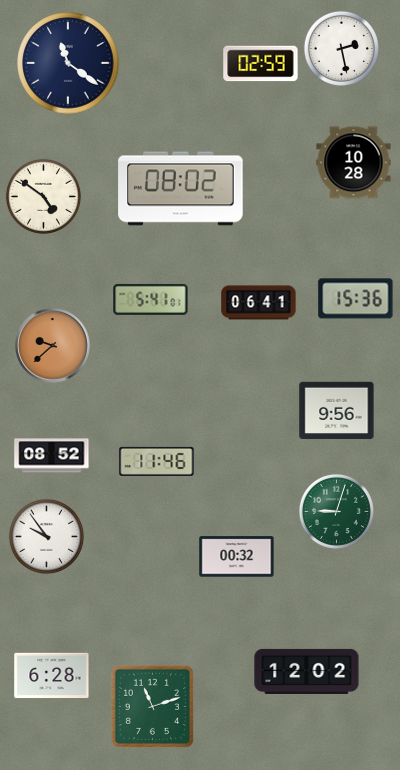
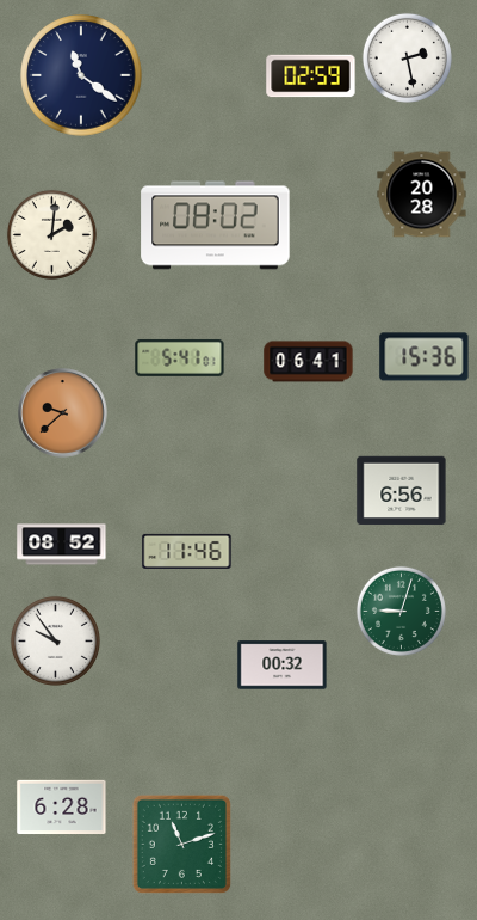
clock at (354, 163): 10:28 -> 20:28
clock at (43, 196): 4:51 -> 2:01
clock at (337, 411): 9:56 -> 6:56
clock at (307, 671): 12:02 -> none
